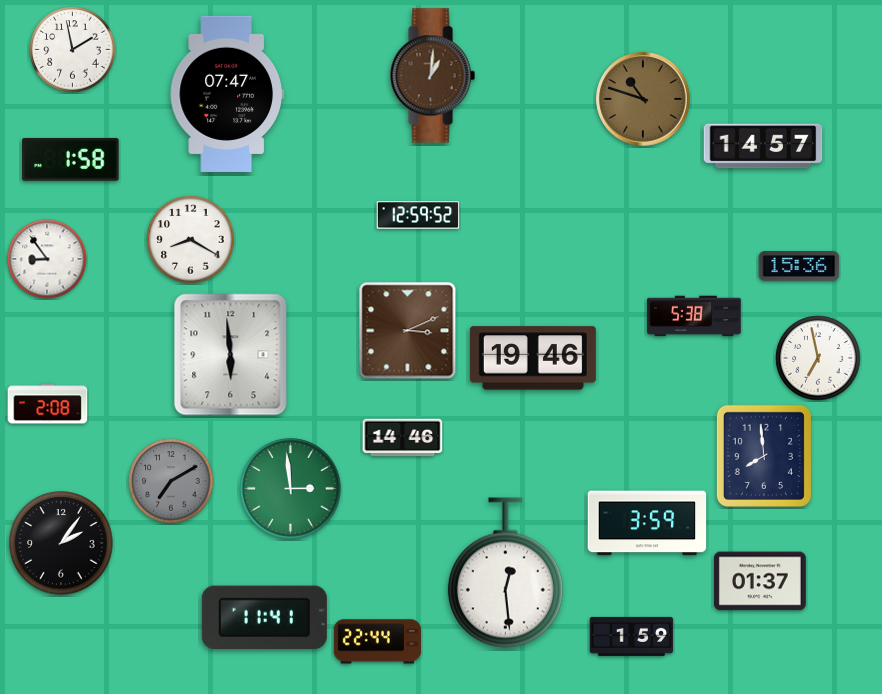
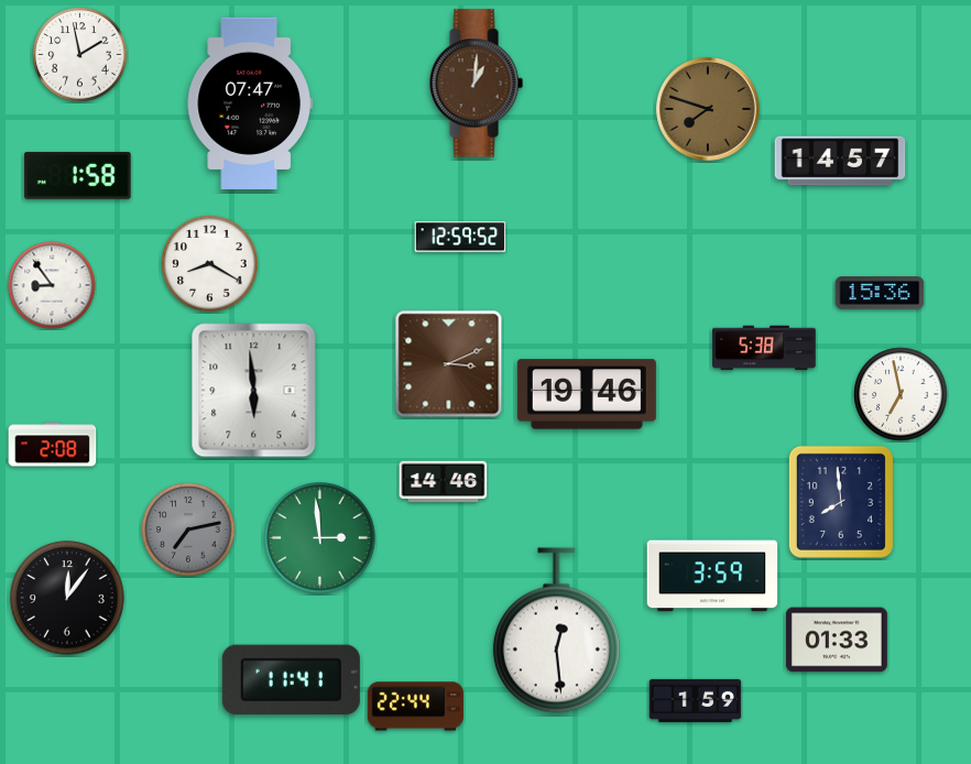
clock at (643, 99): 10:48 -> 7:48
clock at (171, 481): 7:10 -> 7:13
clock at (61, 543): 2:06 -> 12:06
clock at (760, 581): 01:37 -> 01:33
